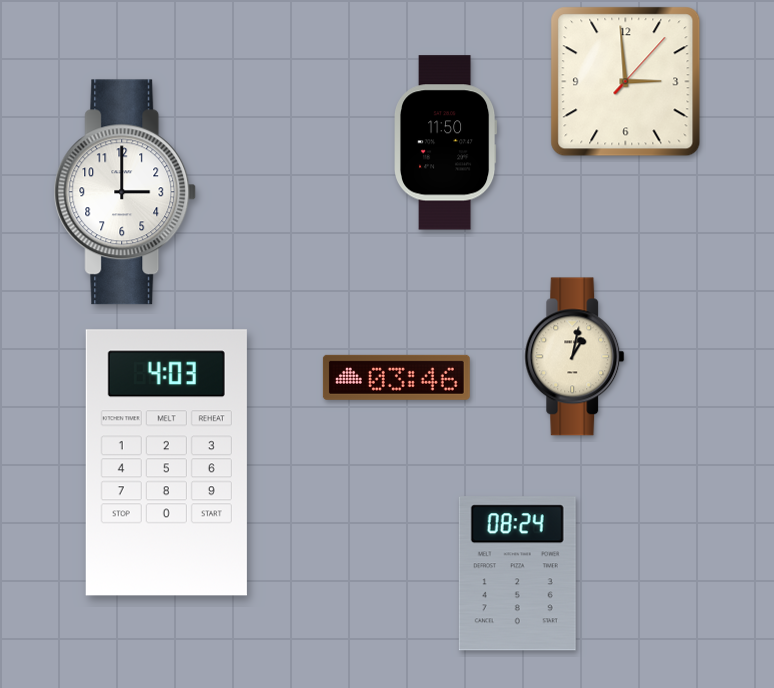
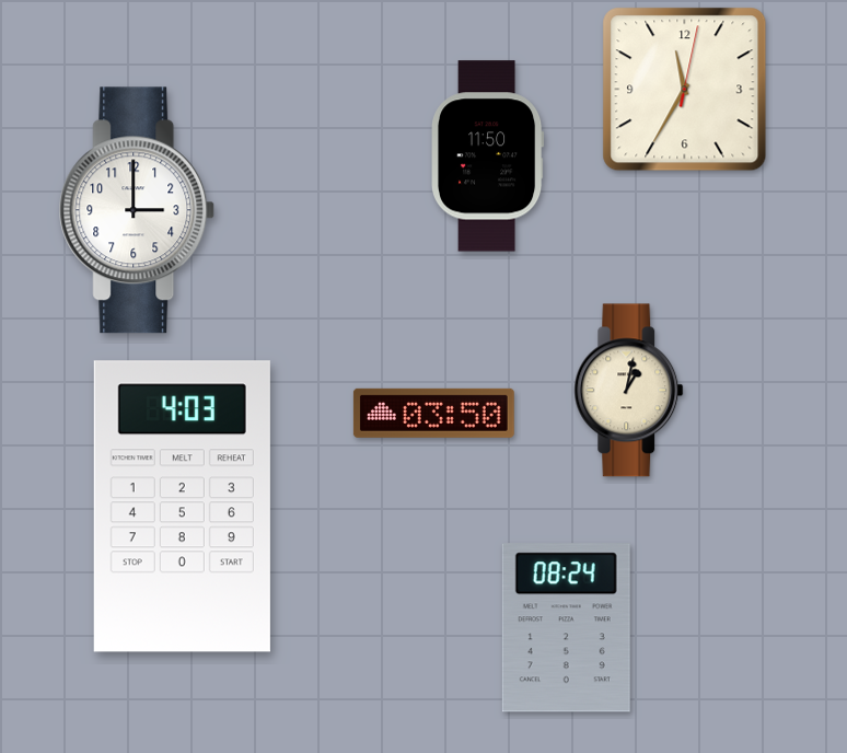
clock at (626, 82): 2:59 -> 11:35
clock at (396, 377): 03:46 -> 03:50
